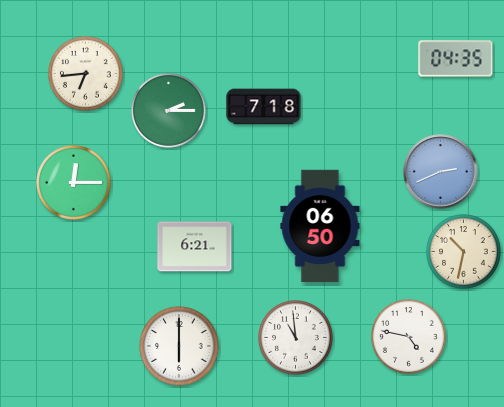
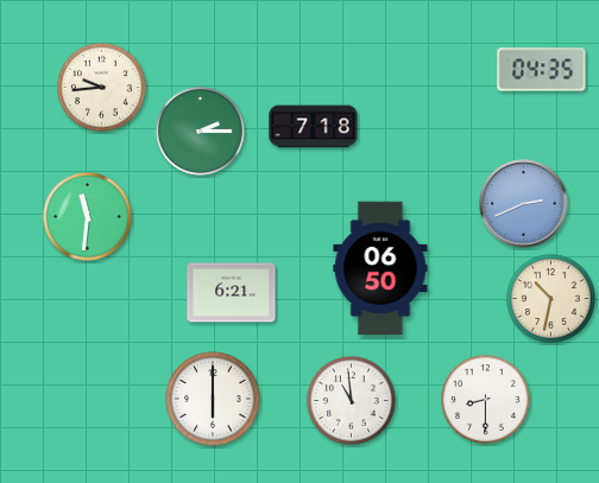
clock at (86, 74): 6:44 -> 9:44
clock at (74, 183): 12:15 -> 11:31
clock at (409, 337): 4:47 -> 8:30
clock at (179, 346) position: (179, 346) -> (213, 399)
